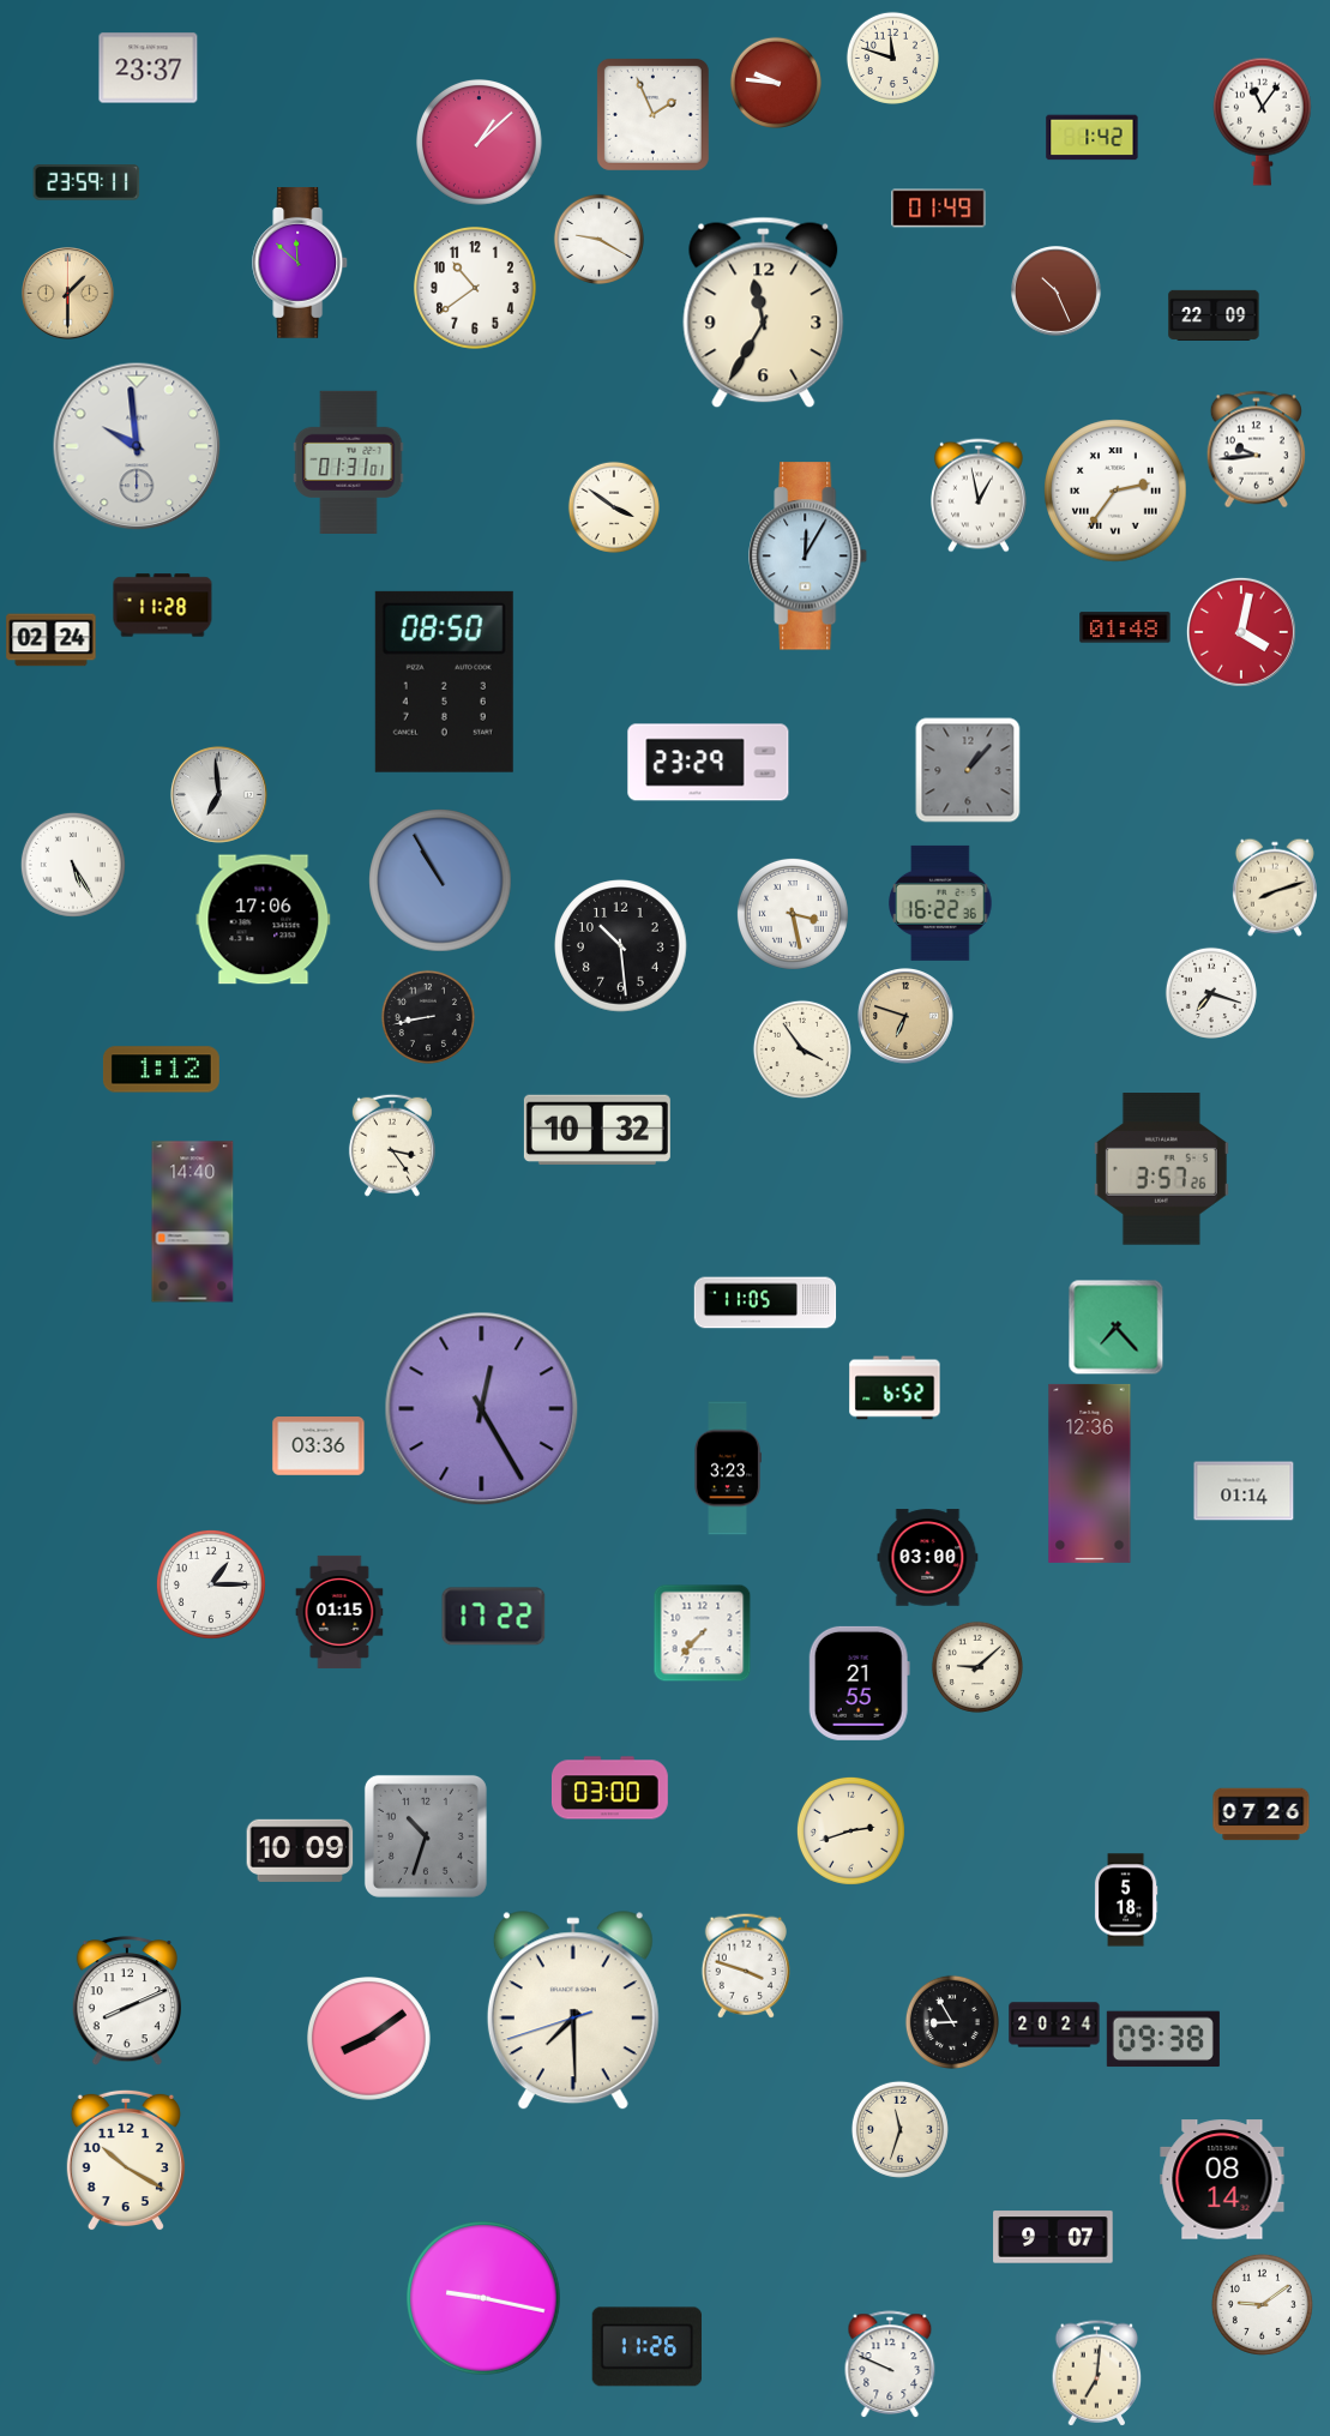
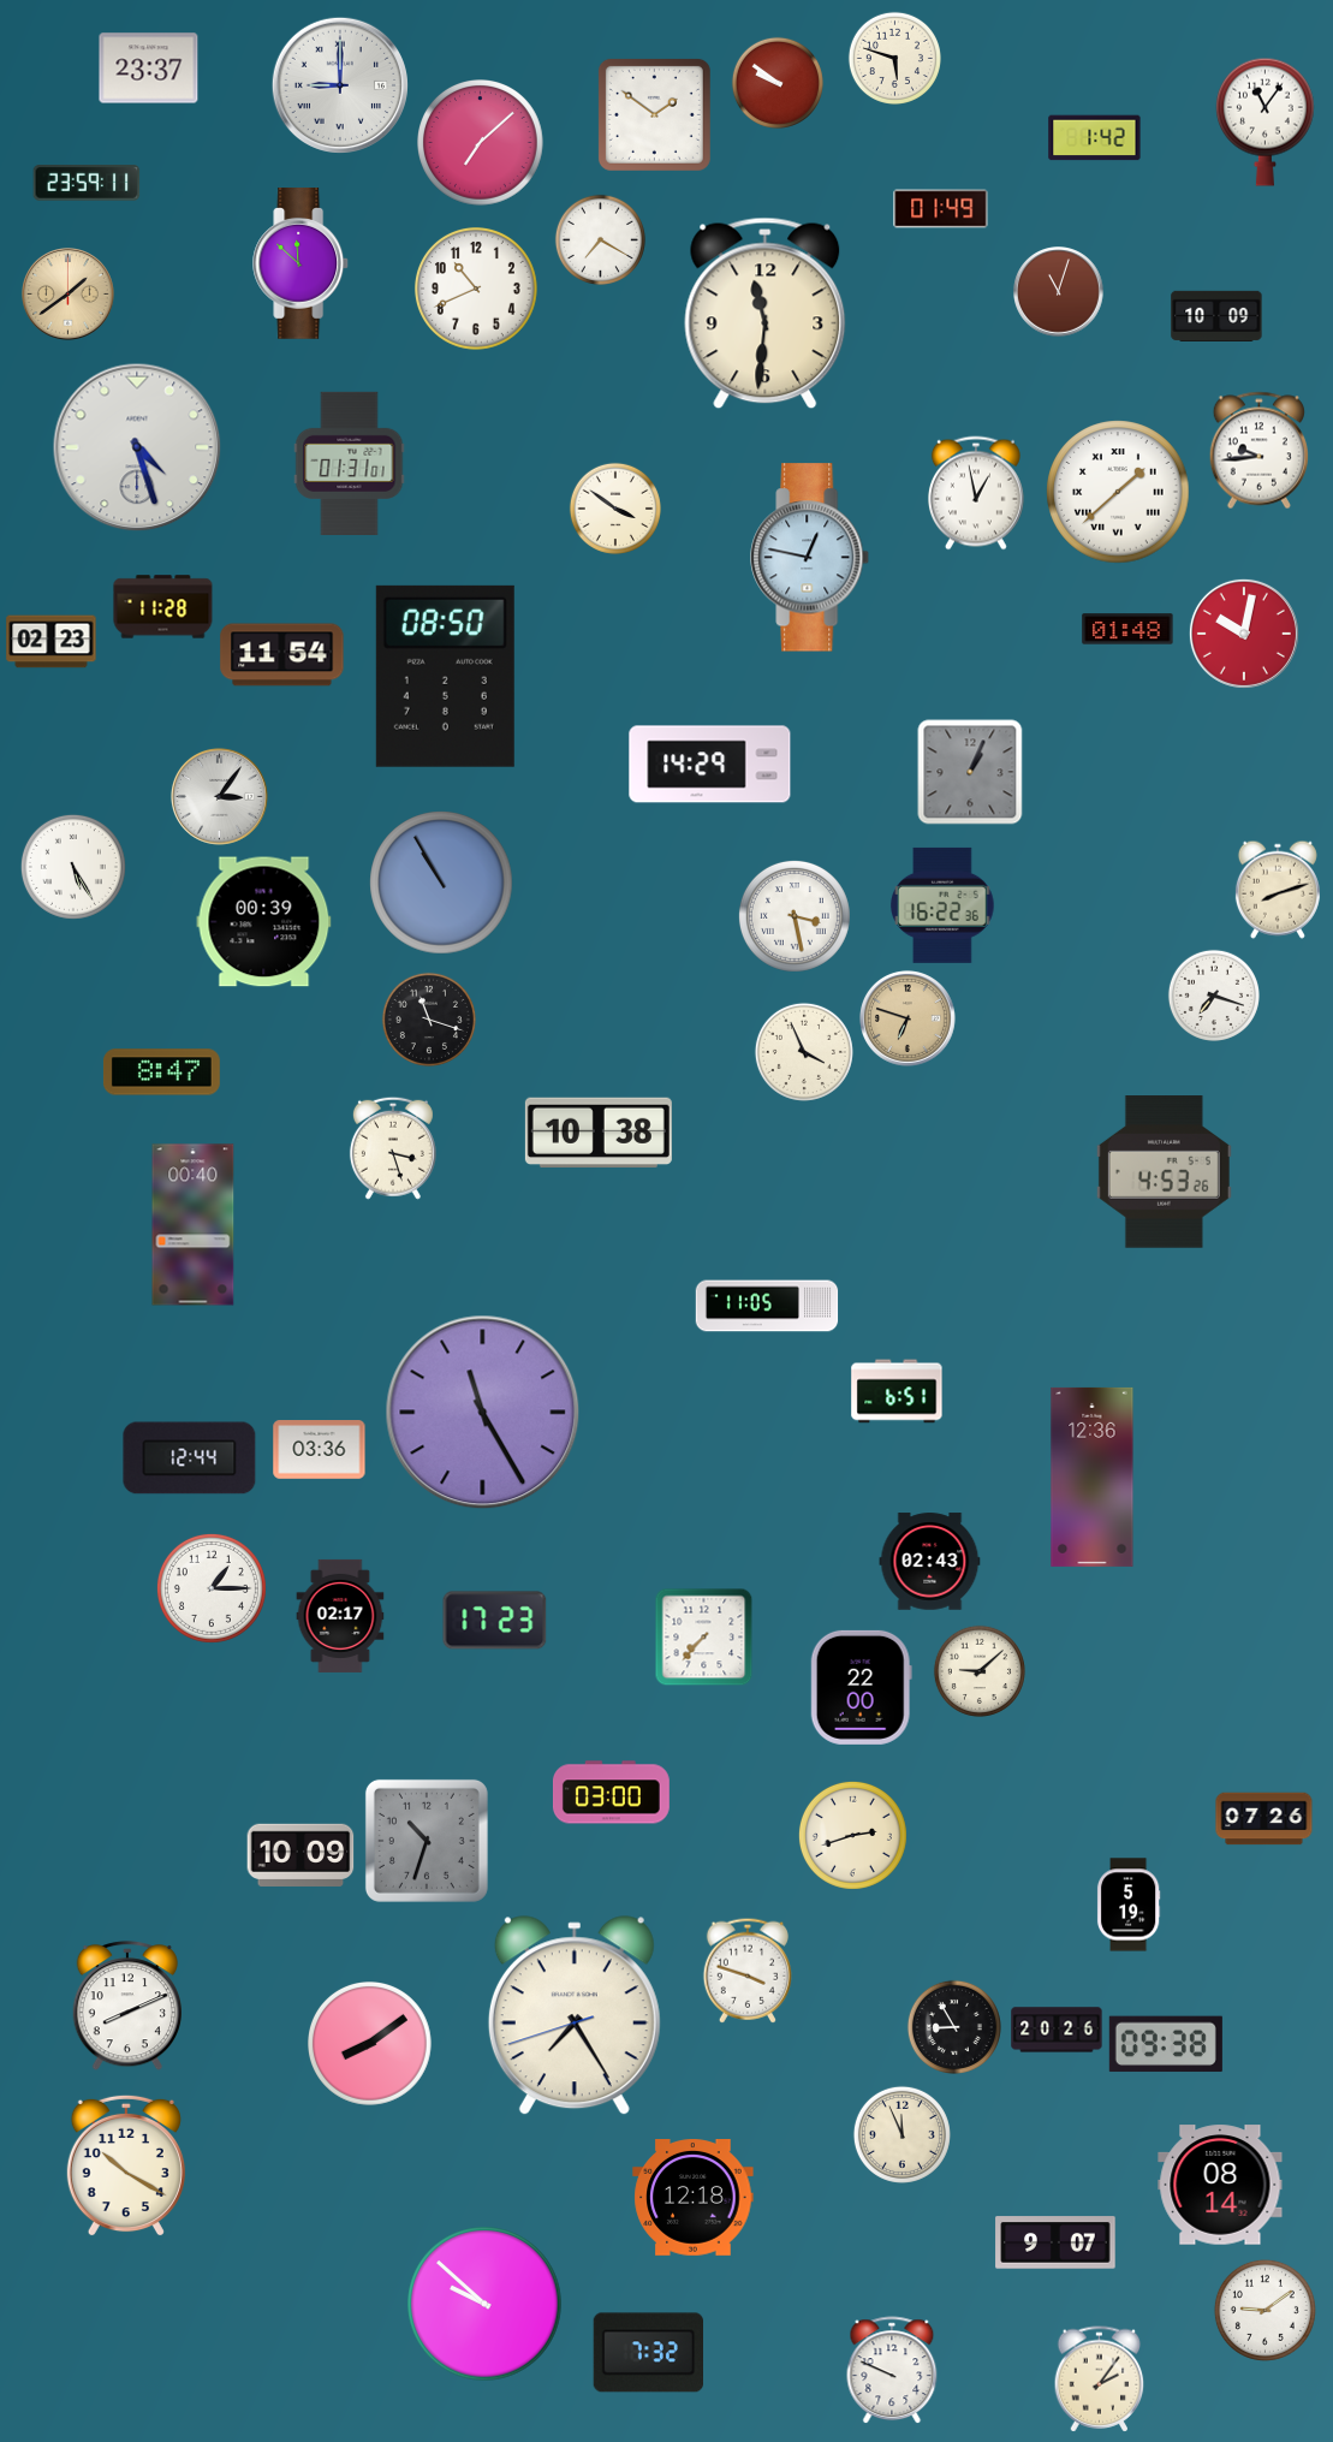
clock at (892, 58): 11:48 -> 5:48
clock at (776, 83): 9:46 -> 9:51
clock at (340, 85): none -> 9:00
clock at (652, 114): 1:56 -> 1:51
clock at (480, 143): 1:08 -> 7:08
clock at (598, 239): 9:20 -> 7:20
clock at (475, 288): 10:39 -> 10:41
clock at (1057, 291): 10:26 -> 11:03
clock at (68, 294): 1:30 -> 1:39
clock at (764, 313): 11:35 -> 11:31
clock at (1214, 315): 22:09 -> 10:09
clock at (137, 446): 9:59 -> 4:27
clock at (1115, 491): 2:36 -> 1:38
clock at (979, 495) position: (979, 495) -> (976, 493)
clock at (808, 557): 12:05 -> 12:47
clock at (1241, 632): 4:02 -> 10:02
clock at (52, 640): 02:24 -> 02:23
clock at (282, 655): none -> 11:54
clock at (444, 681) position: (444, 681) -> (445, 676)
clock at (709, 763): 23:29 -> 14:29
clock at (968, 770): 1:07 -> 1:04
clock at (218, 794): 6:59 -> 3:06
clock at (264, 920): 17:06 -> 00:39
clock at (621, 946): 10:29 -> none
clock at (428, 1017): 8:43 -> 11:18
clock at (802, 1049): 3:54 -> 3:56
clock at (161, 1070): 1:12 -> 8:47
clock at (597, 1129): 10:32 -> 10:38
clock at (392, 1145): 3:24 -> 3:27
clock at (1161, 1169): 3:57 -> 4:53
clock at (193, 1222): 14:40 -> 00:40
clock at (1117, 1328): 7:23 -> none
clock at (895, 1388): 6:52 -> 6:51
clock at (482, 1409): 12:25 -> 11:25
clock at (190, 1458): none -> 12:44
clock at (728, 1468): 3:23 -> none
clock at (1244, 1491): 01:14 -> none
clock at (928, 1558): 03:00 -> 02:43
clock at (339, 1612): 01:15 -> 02:17
clock at (494, 1617): 17:22 -> 17:23
clock at (859, 1683): 21:55 -> 22:00
clock at (1126, 1900): 5:18 -> 5:19
clock at (573, 2011): 7:29 -> 7:24
clock at (1054, 2025): 20:24 -> 20:26
clock at (899, 2129): 11:33 -> 11:56
clock at (1222, 2179) position: (1222, 2179) -> (1220, 2185)
clock at (694, 2198): none -> 12:18
clock at (483, 2298): 9:17 -> 9:52
clock at (646, 2347): 11:26 -> 7:32
clock at (1097, 2374): 7:01 -> 2:06
